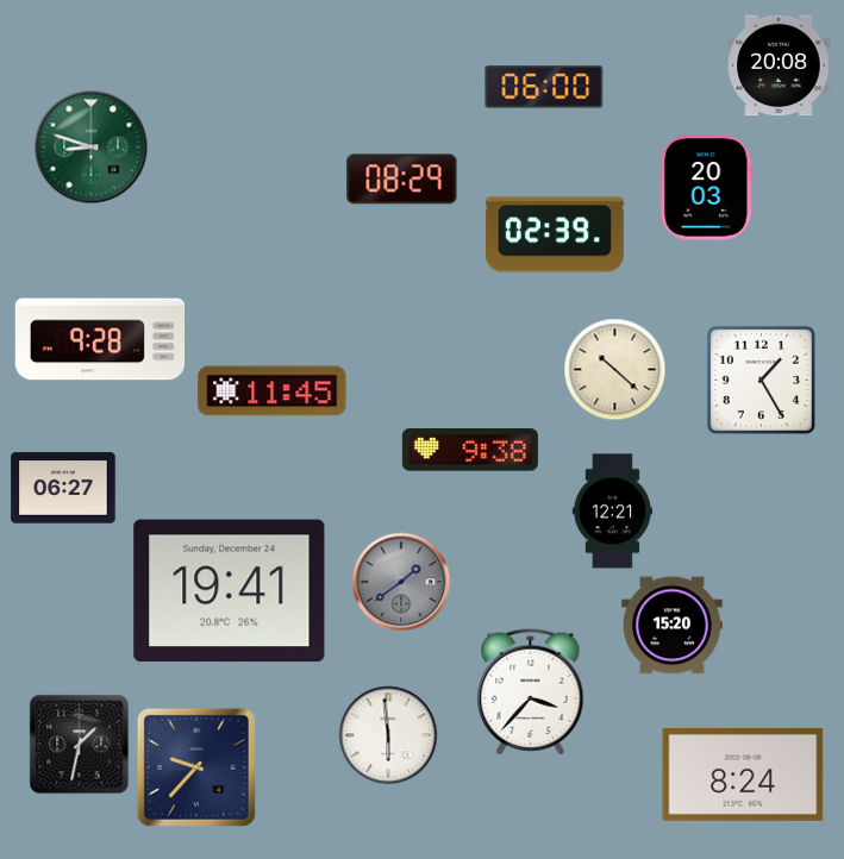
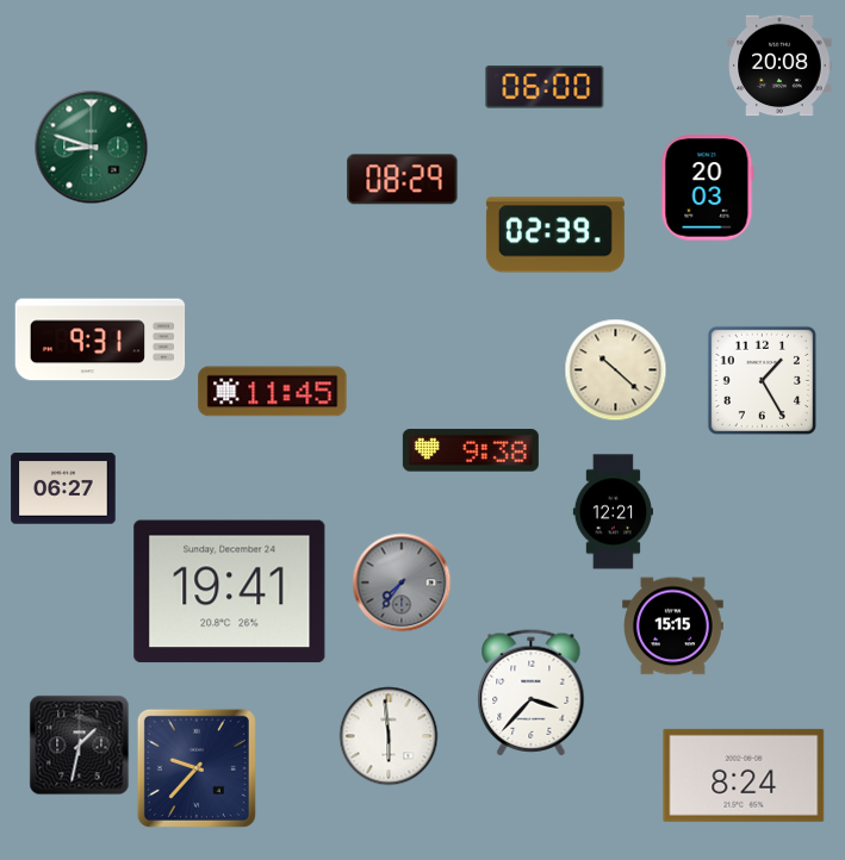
clock at (100, 339): 9:28 -> 9:31
clock at (401, 582): 1:39 -> 7:36
clock at (673, 626): 15:20 -> 15:15
